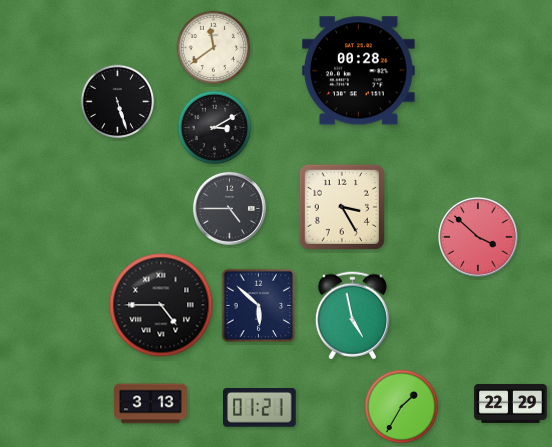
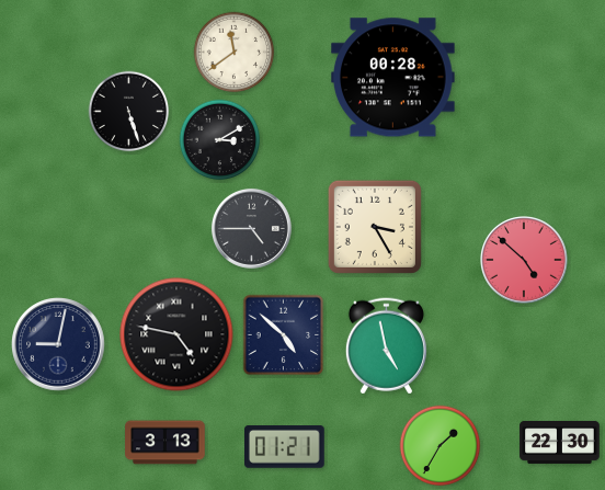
clock at (215, 128) position: (215, 128) -> (220, 140)
clock at (479, 238): 3:52 -> 4:52
clock at (161, 305): 4:45 -> 4:47
clock at (259, 306): 5:52 -> 4:52
clock at (58, 344): none -> 9:02
clock at (511, 403): 22:29 -> 22:30
